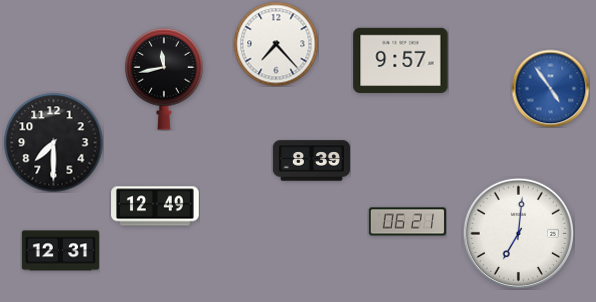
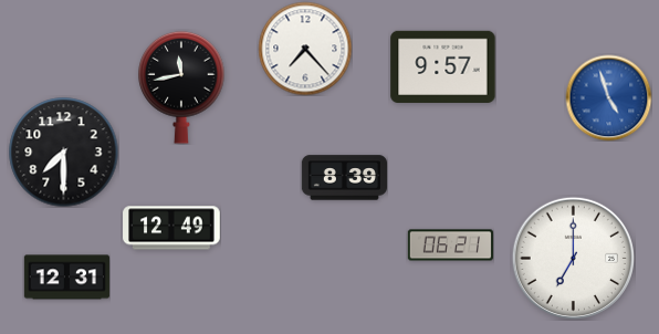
clock at (550, 88): 4:54 -> 4:57
clock at (54, 143) position: (54, 143) -> (64, 153)
clock at (518, 233): 7:01 -> 7:00
